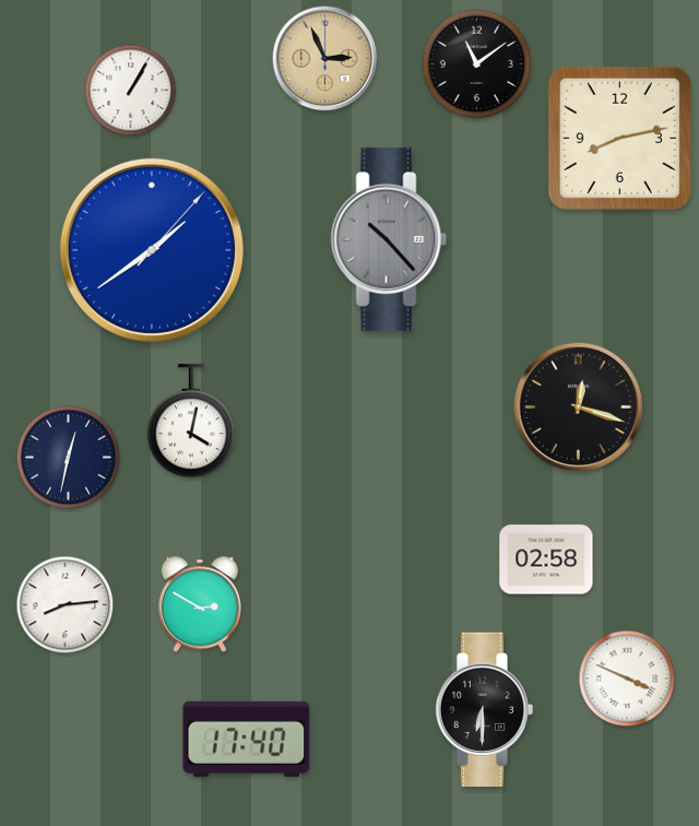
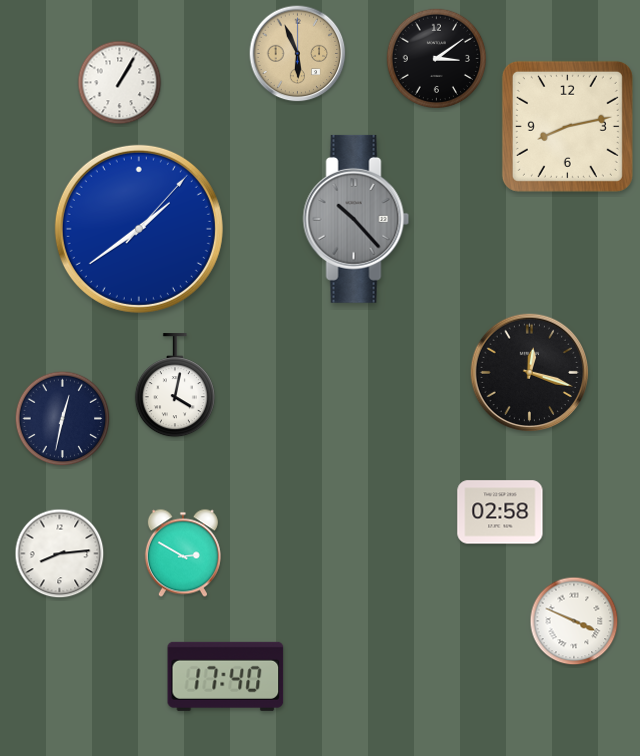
clock at (325, 59): 2:56 -> 5:56
clock at (476, 63): 11:09 -> 3:09
clock at (484, 709): 6:30 -> none
